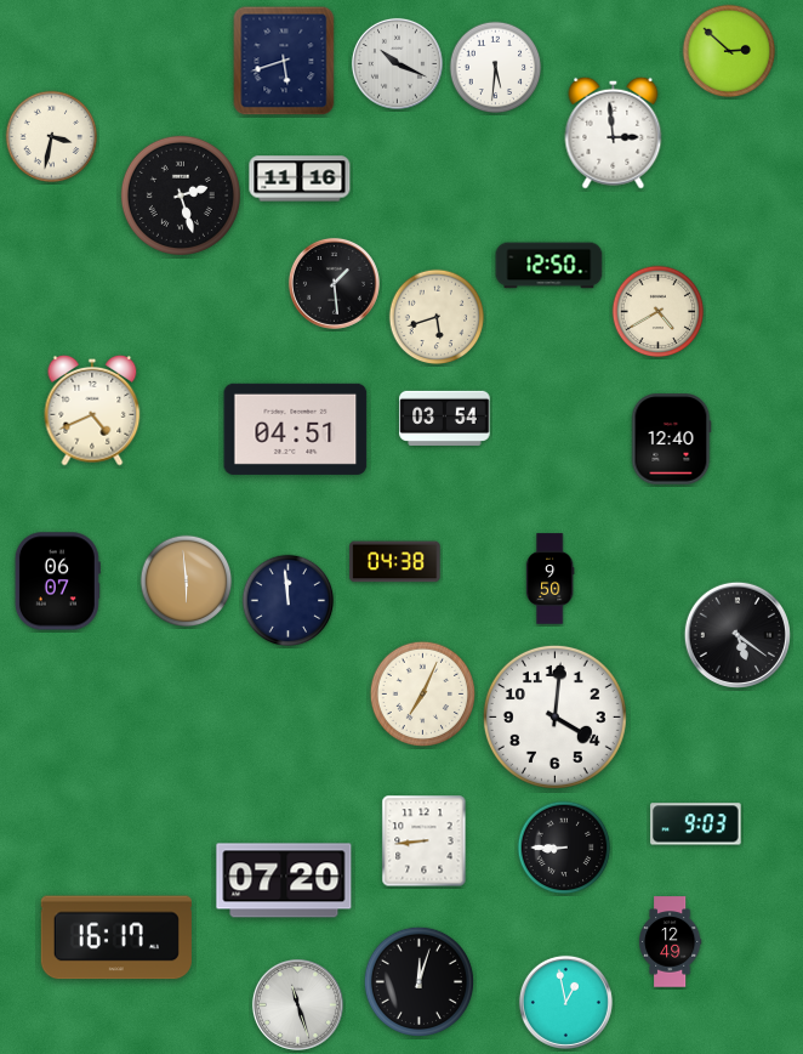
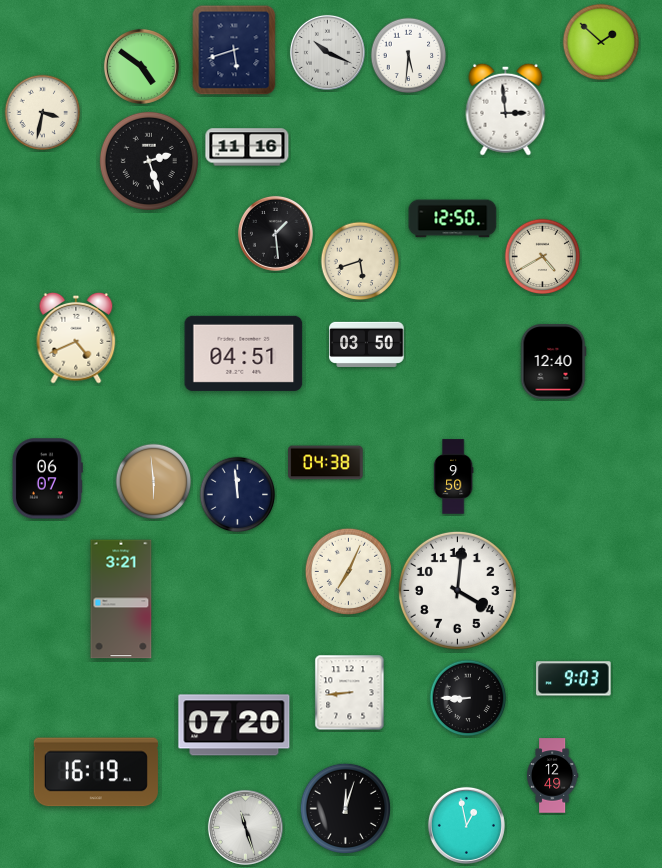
clock at (729, 51): 2:52 -> 1:52
clock at (141, 66): none -> 4:51
clock at (445, 418): 03:54 -> 03:50
clock at (187, 582) position: (187, 582) -> (154, 482)
clock at (737, 635): 5:21 -> none
clock at (121, 599): none -> 3:21
clock at (564, 848) position: (564, 848) -> (468, 698)
clock at (116, 937): 16:17 -> 16:19
